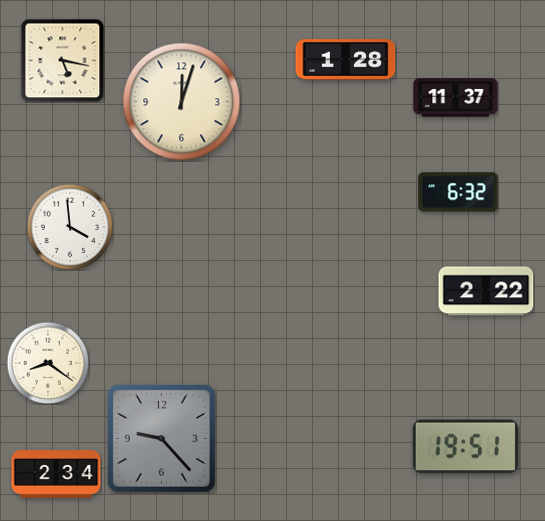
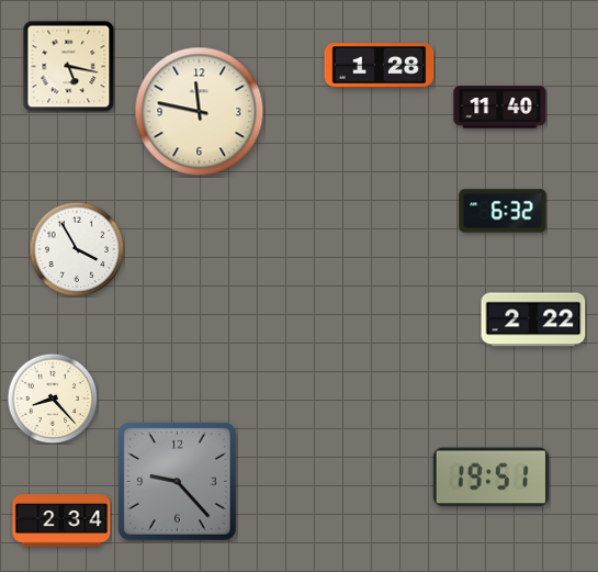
clock at (456, 98): 11:37 -> 11:40
clock at (182, 102): 12:03 -> 11:47
clock at (70, 227): 3:59 -> 3:55
clock at (48, 363): 8:21 -> 8:23
clock at (465, 447) position: (465, 447) -> (490, 478)
